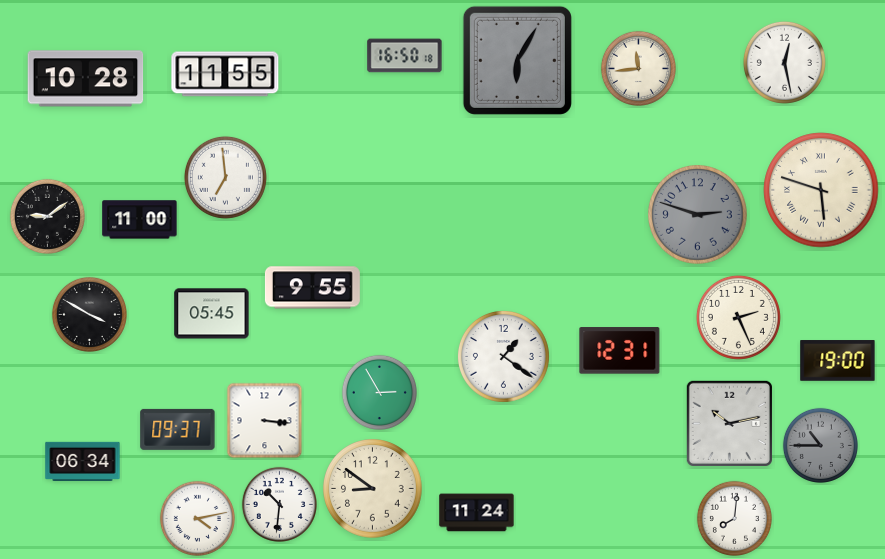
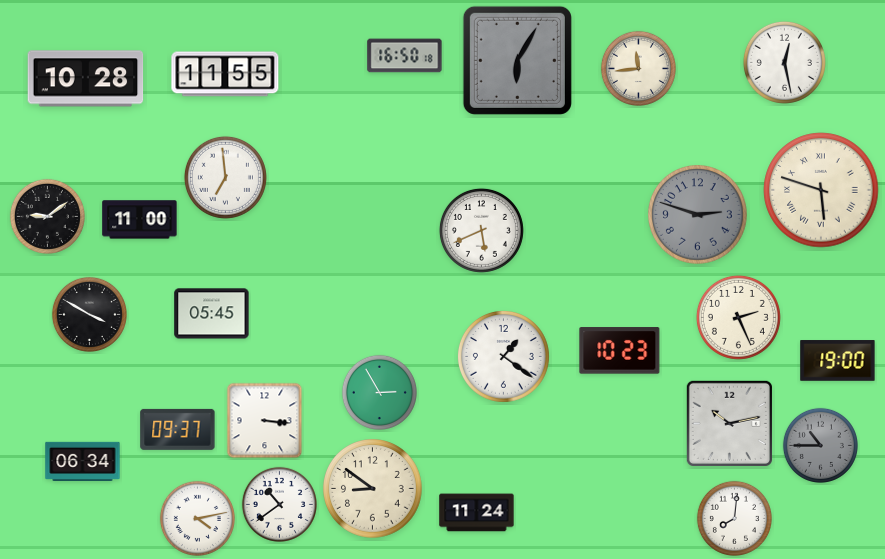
clock at (481, 230): none -> 5:41
clock at (312, 288): 9:55 -> none
clock at (620, 351): 12:31 -> 10:23
clock at (279, 504): 10:31 -> 10:39
